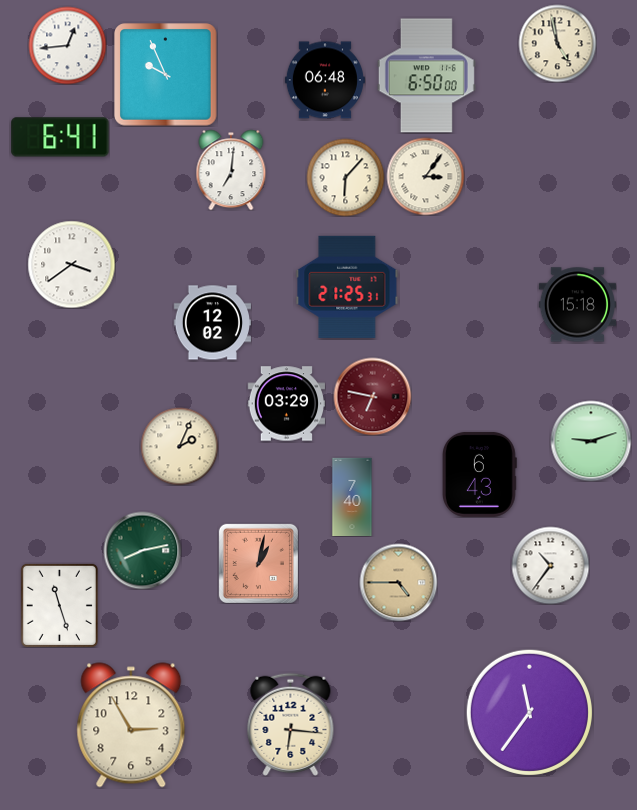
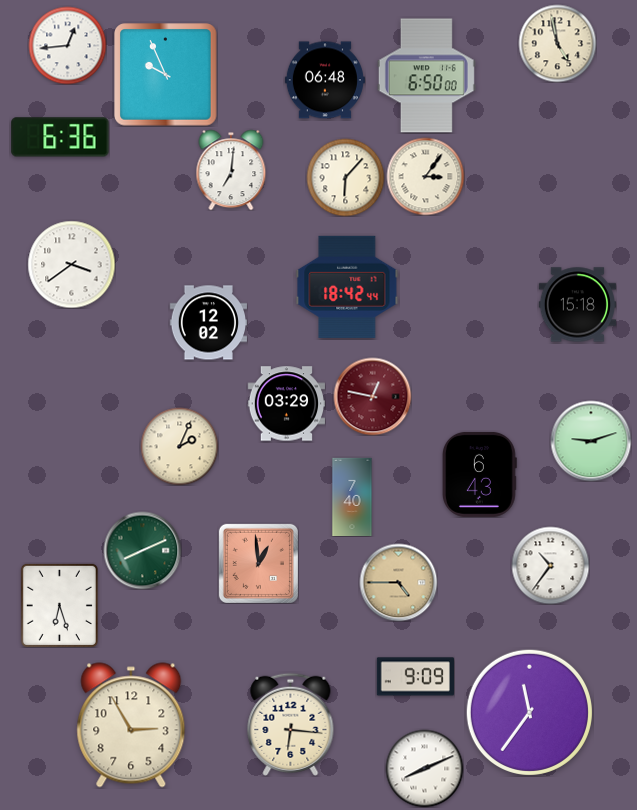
clock at (60, 137): 6:41 -> 6:36
clock at (347, 287): 21:25 -> 18:42
clock at (212, 323) position: (212, 323) -> (208, 323)
clock at (372, 396): 6:47 -> 12:47
clock at (142, 550): 8:13 -> 8:11
clock at (258, 563): 1:02 -> 12:59
clock at (59, 605): 11:27 -> 6:27
clock at (415, 677): none -> 9:09
clock at (424, 768): none -> 8:11
